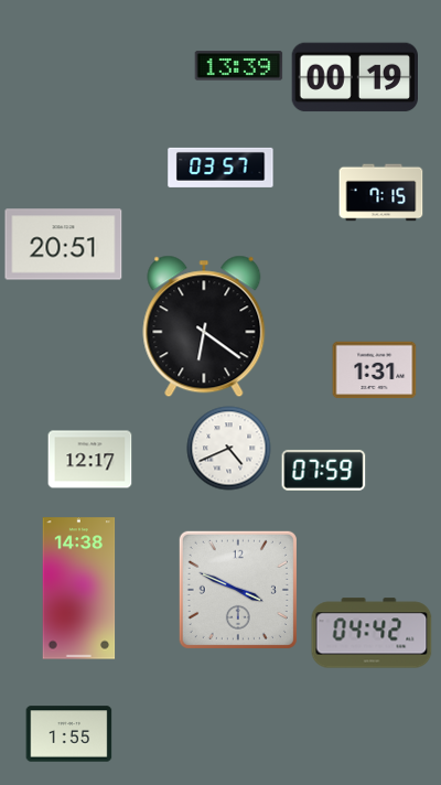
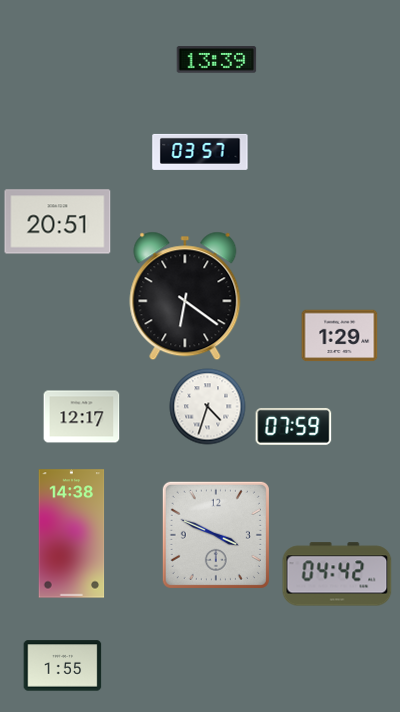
clock at (354, 77): 00:19 -> none
clock at (381, 193): 7:15 -> none
clock at (375, 370): 1:31 -> 1:29
clock at (229, 449): 4:41 -> 4:33
